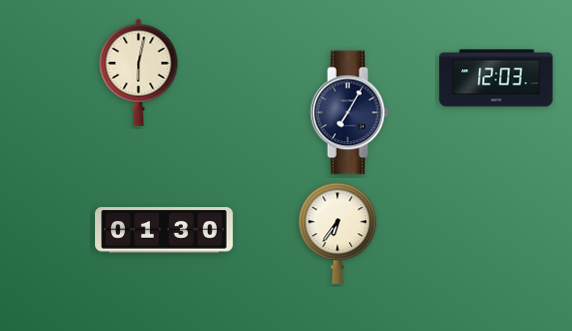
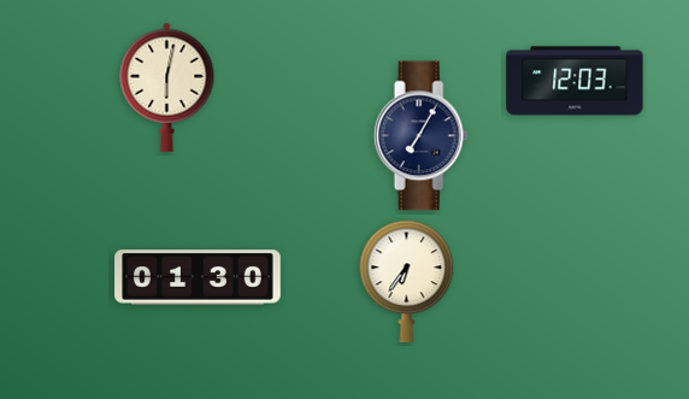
clock at (496, 78) position: (496, 78) -> (575, 81)
